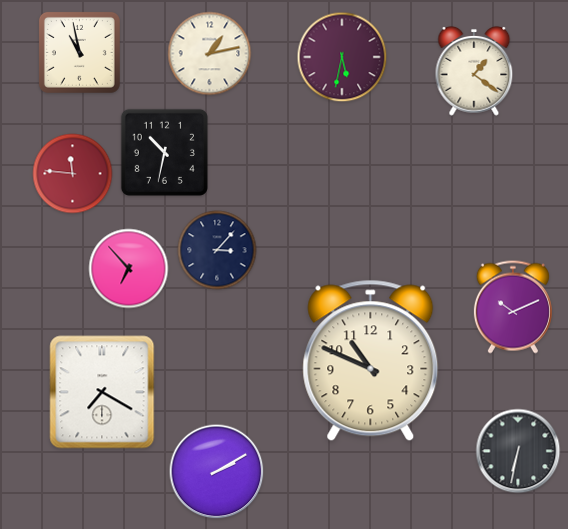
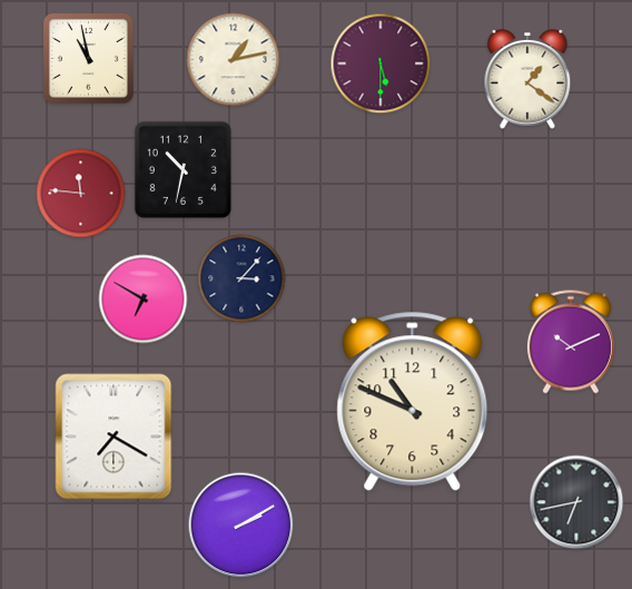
clock at (342, 57): 5:32 -> 5:30
clock at (129, 269): 6:53 -> 6:50
clock at (518, 451): 6:32 -> 6:43
